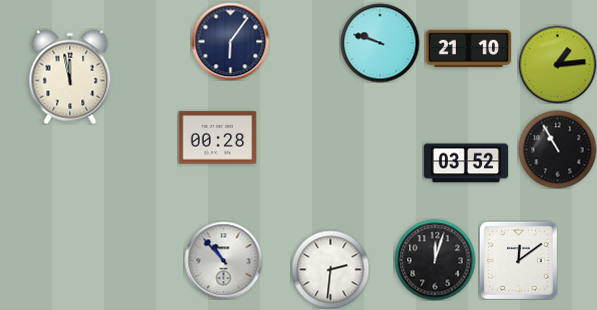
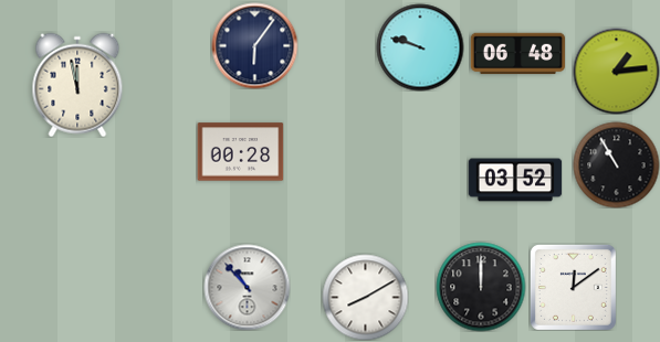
clock at (468, 49): 21:10 -> 06:48
clock at (435, 260): 12:03 -> 12:00
clock at (330, 269): 2:31 -> 8:10
